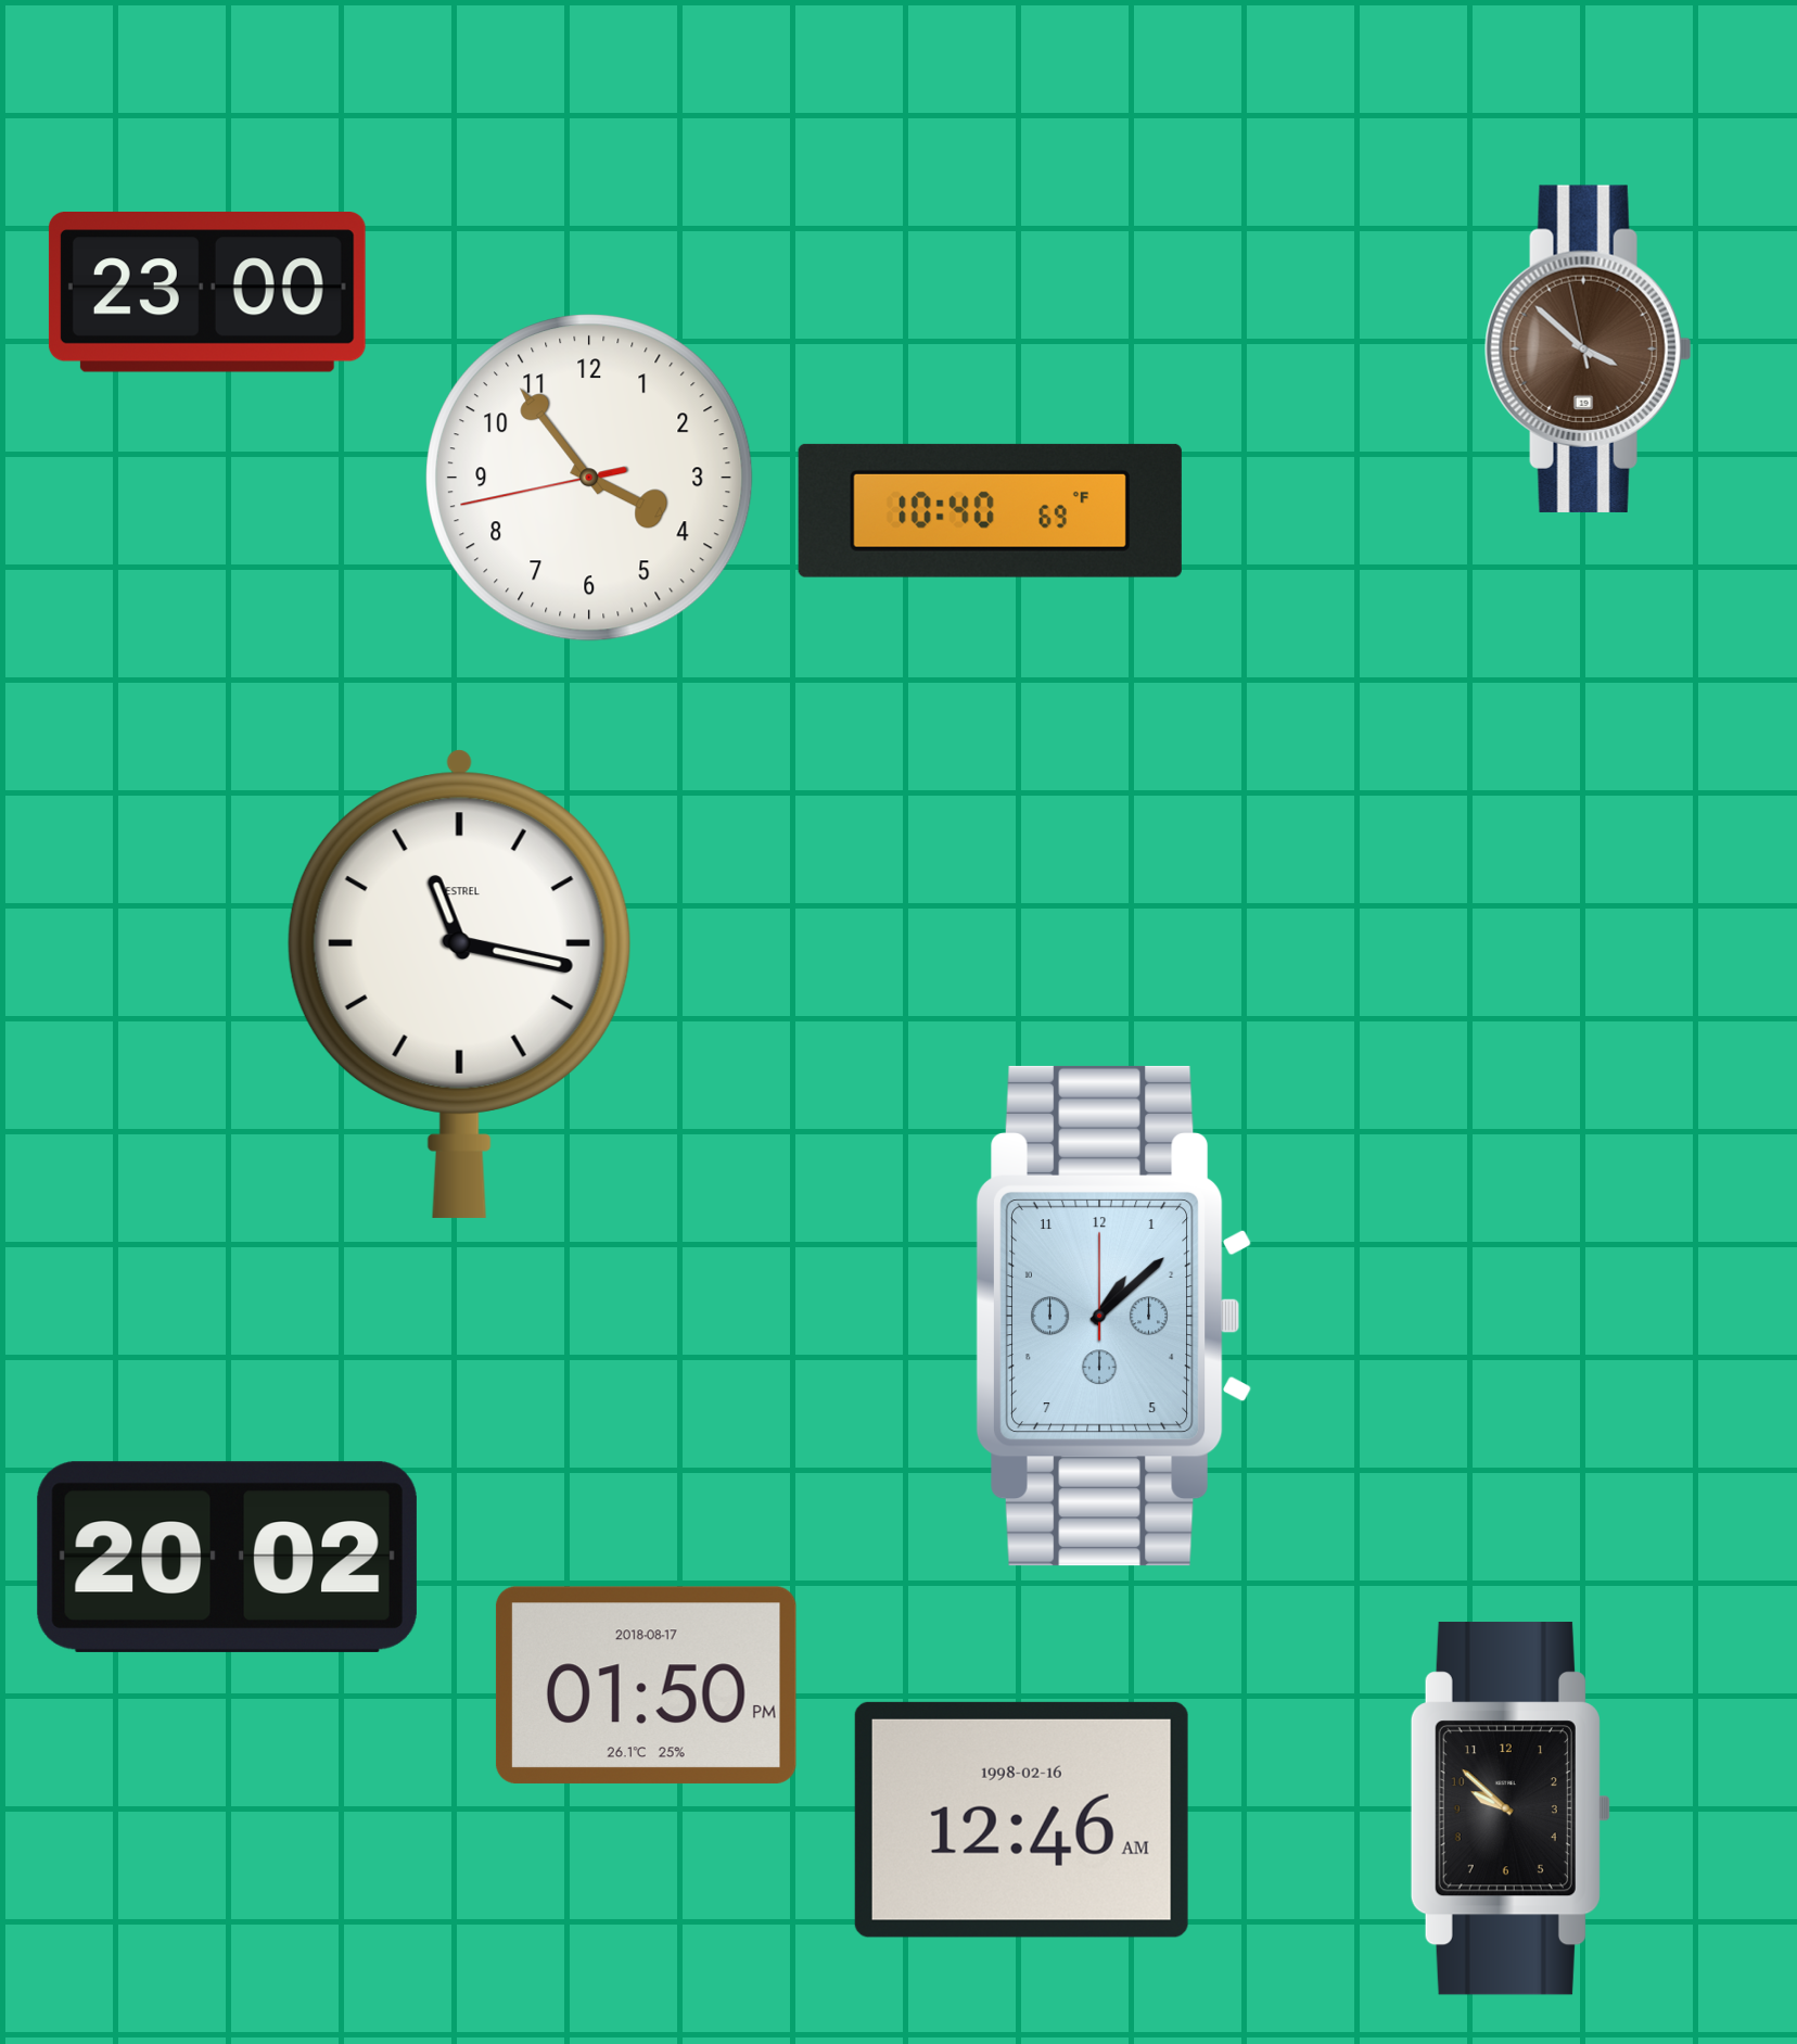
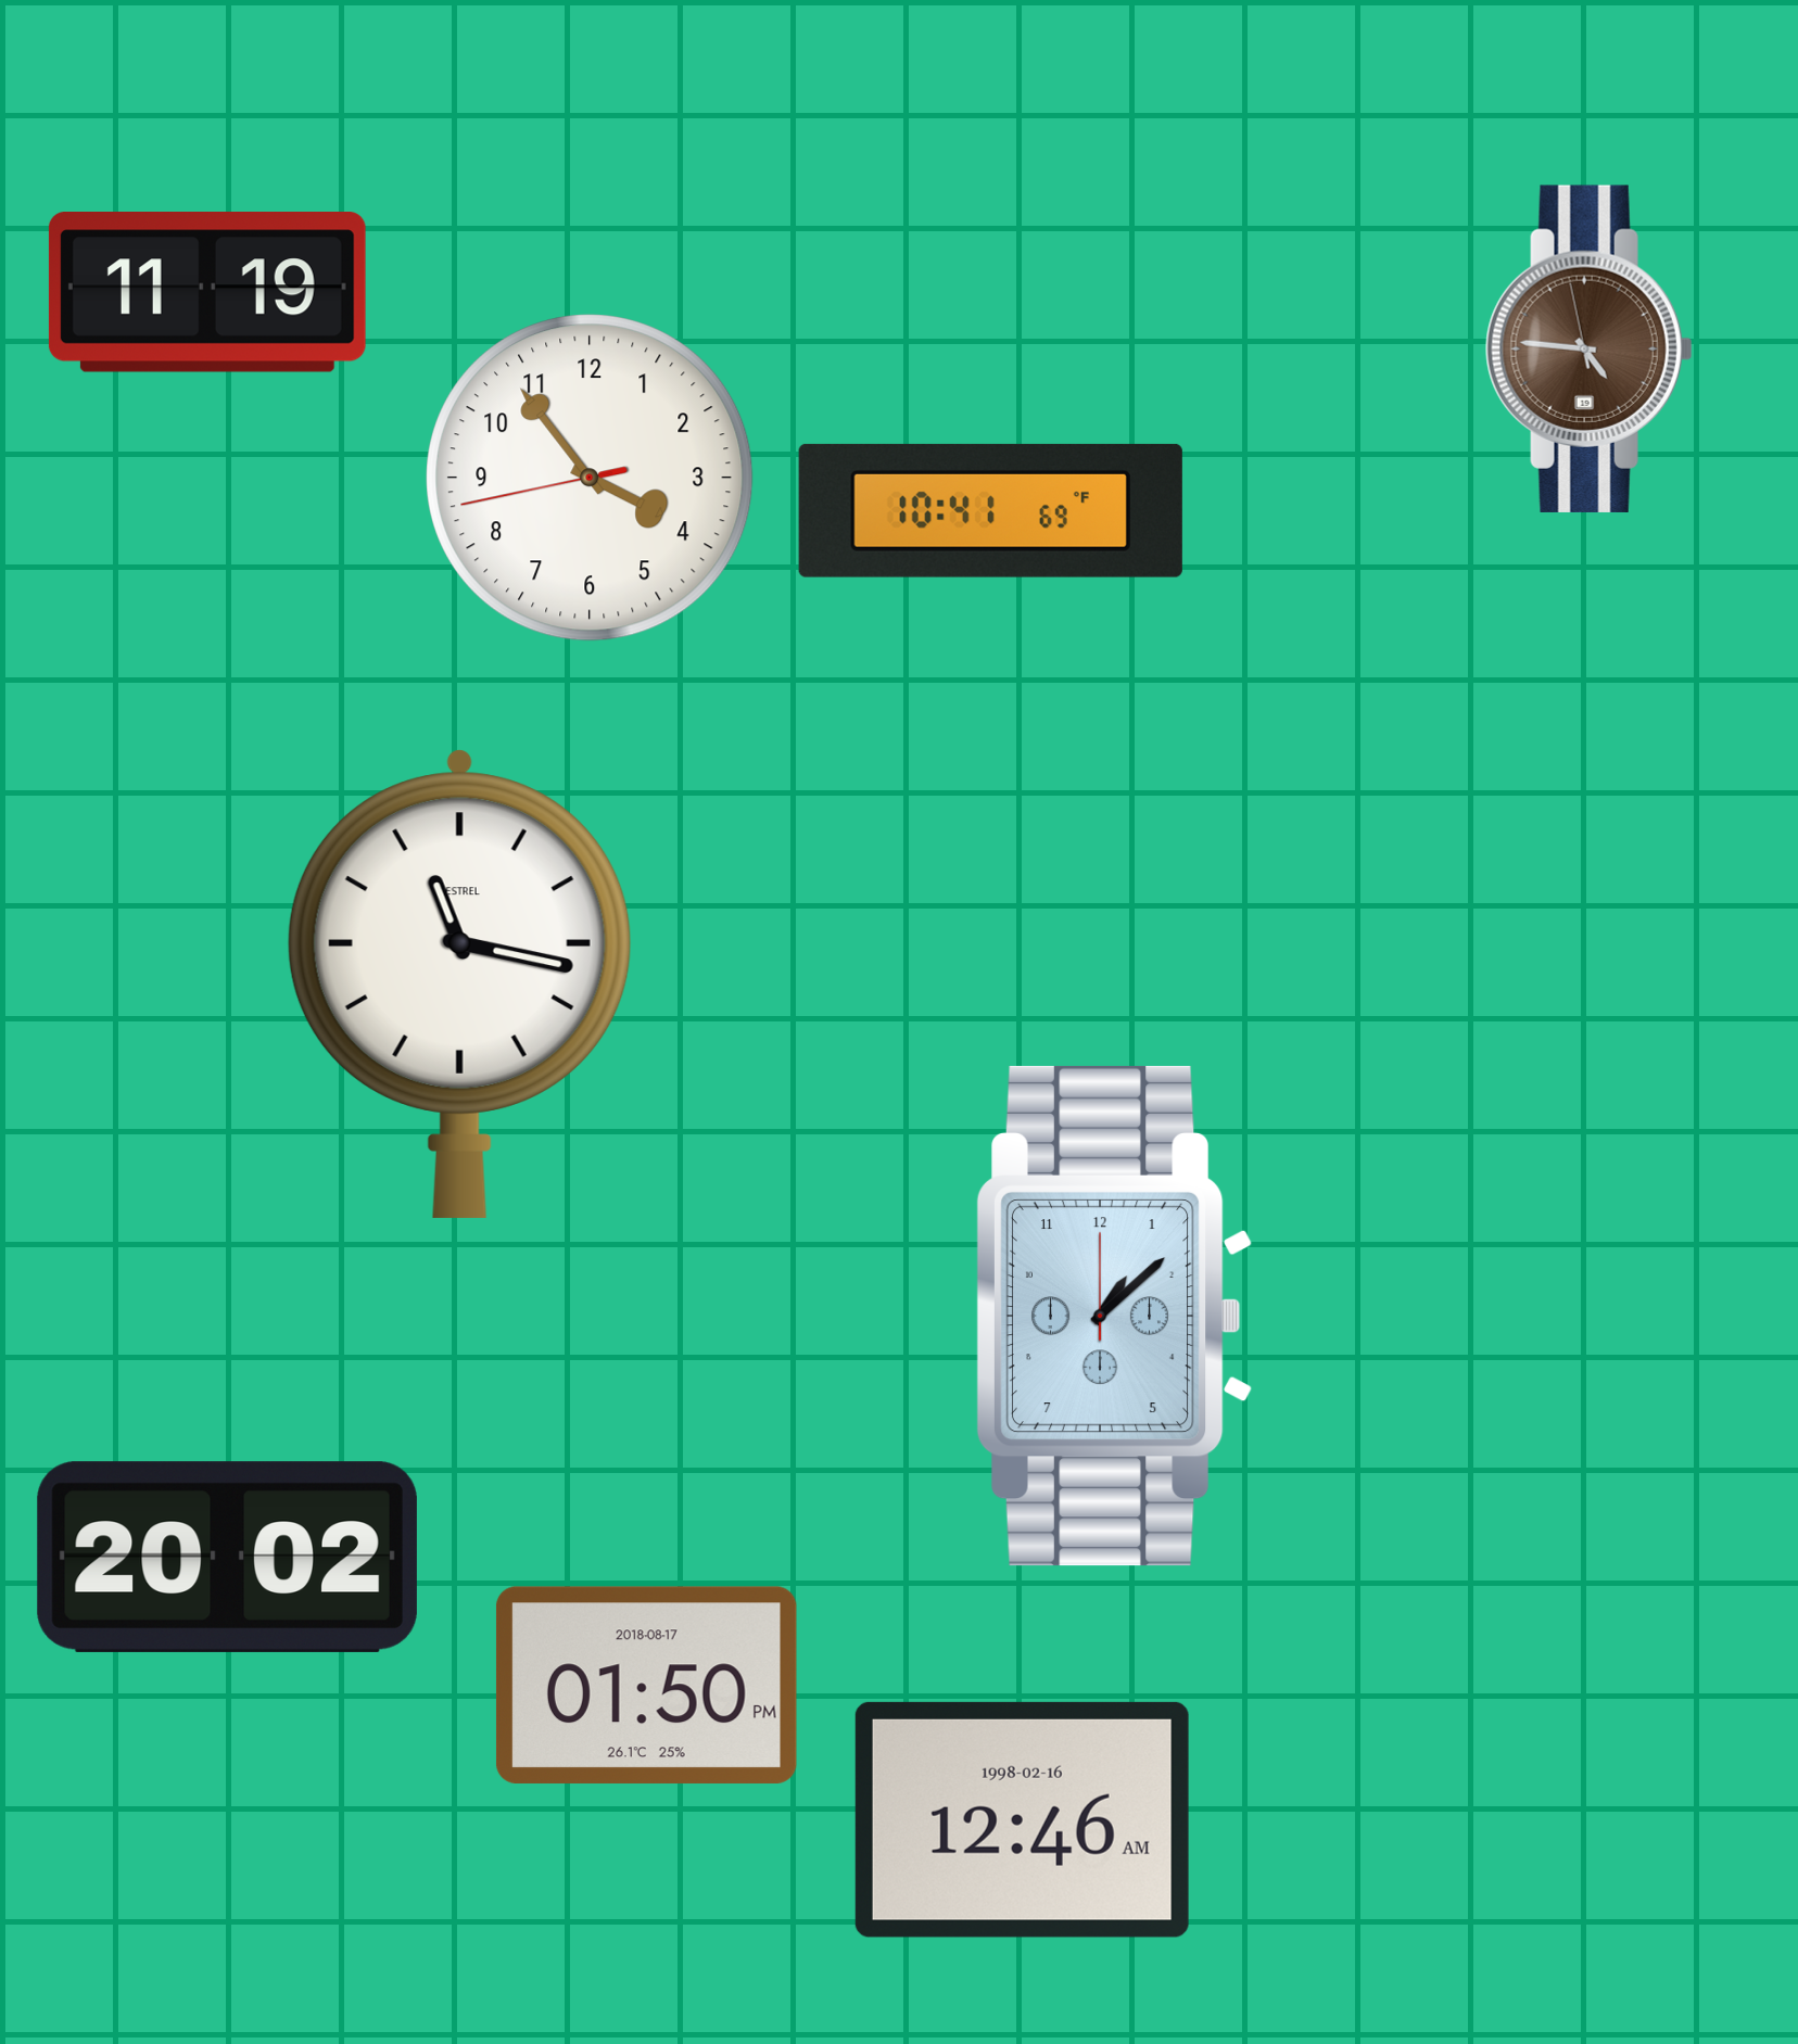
clock at (207, 293): 23:00 -> 11:19
clock at (1588, 348): 3:51 -> 4:45
clock at (990, 510): 10:40 -> 10:41
clock at (1511, 1808): 9:52 -> none
